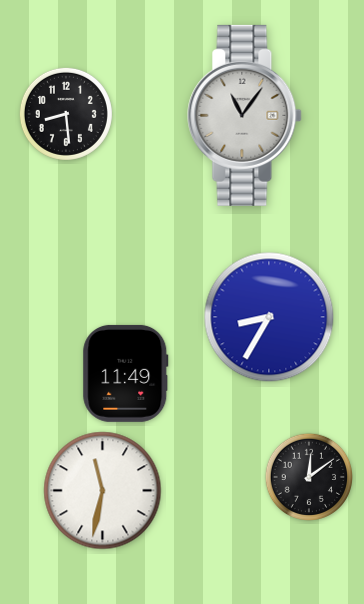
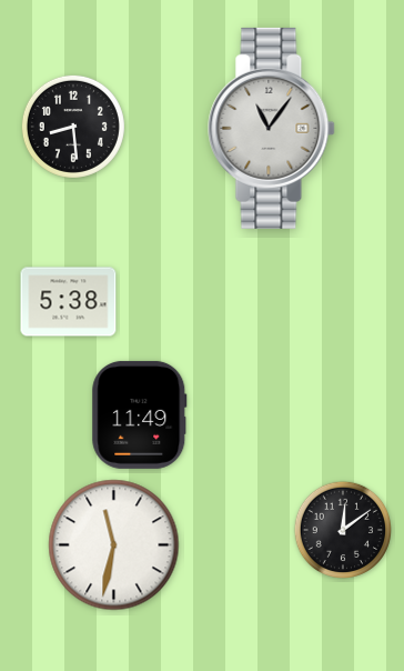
clock at (69, 302): none -> 5:38
clock at (269, 317): 8:35 -> none
